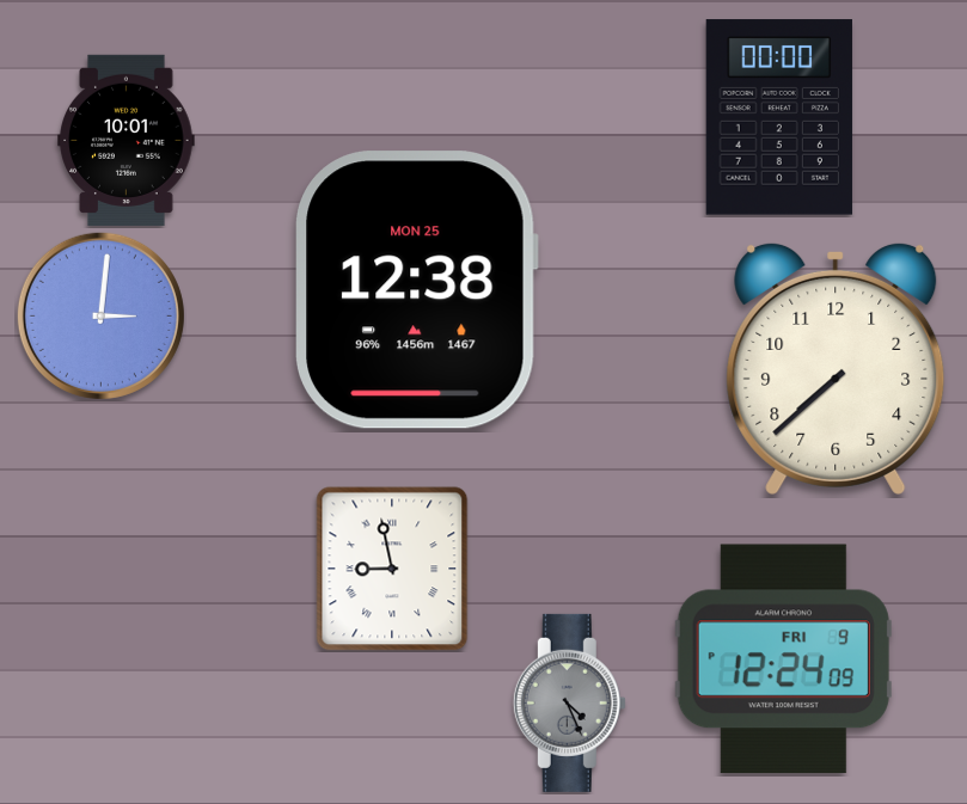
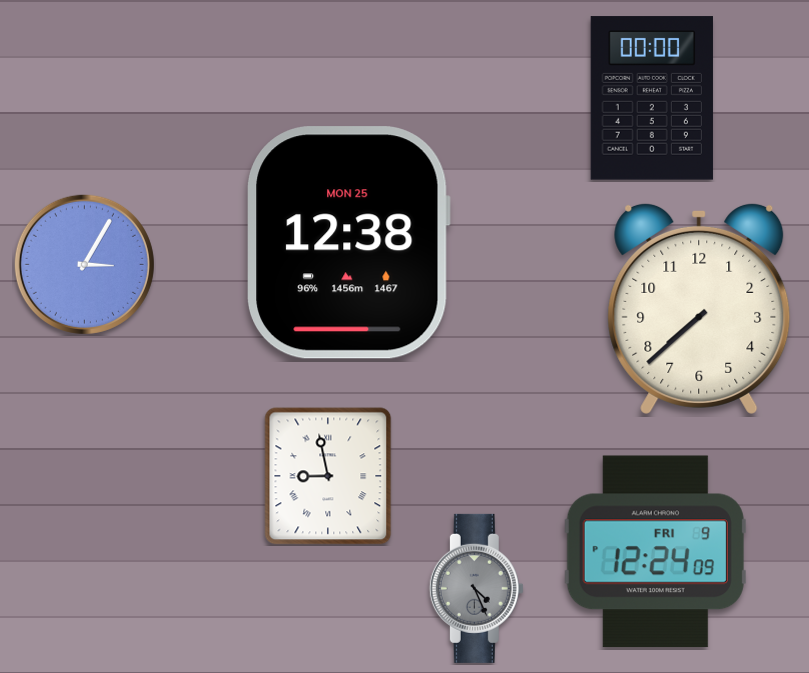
clock at (127, 140): 10:01 -> none
clock at (100, 315): 3:01 -> 3:05
